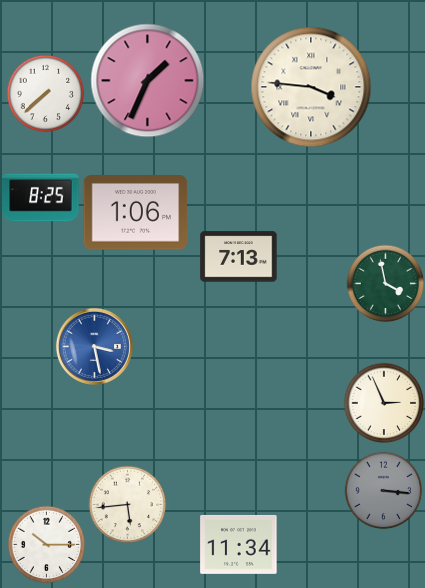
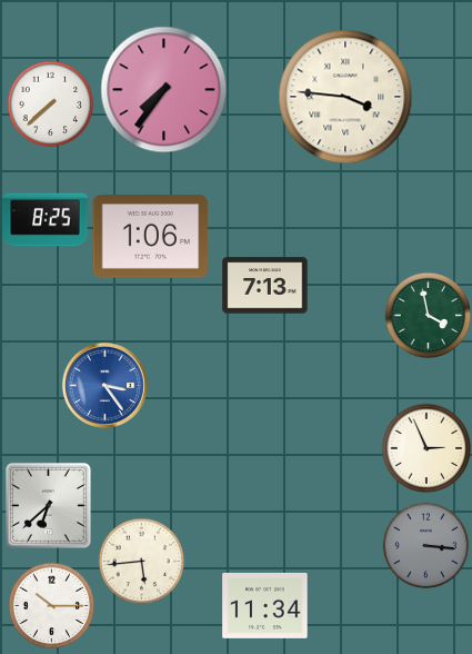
clock at (148, 81): 1:34 -> 7:36
clock at (94, 346): 3:28 -> 3:24
clock at (48, 505): none -> 6:38
